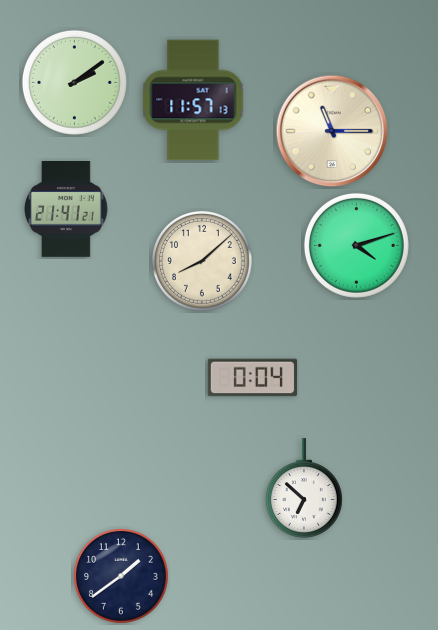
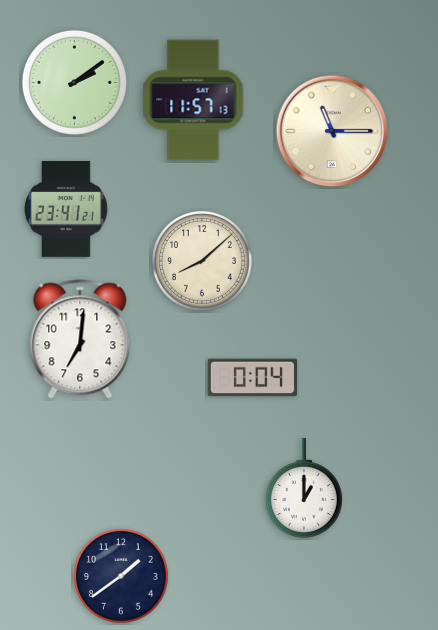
clock at (67, 209): 21:41 -> 23:41
clock at (356, 245): 4:12 -> none
clock at (80, 339): none -> 7:01
clock at (304, 488): 6:52 -> 1:00
